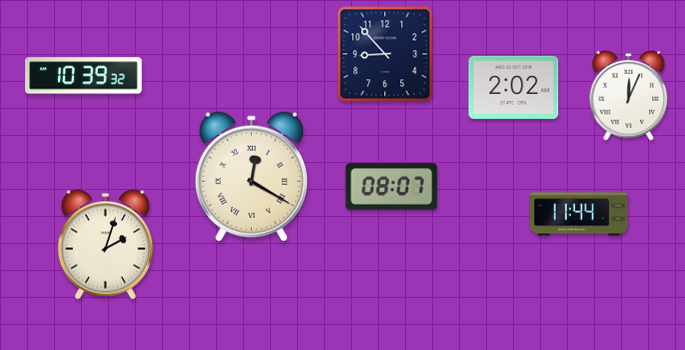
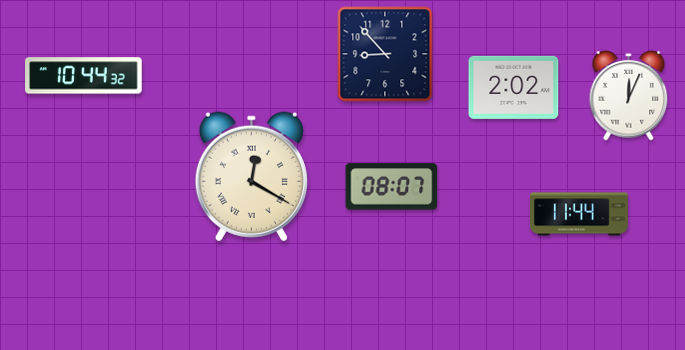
clock at (84, 76): 10:39 -> 10:44
clock at (105, 245): 2:03 -> none
